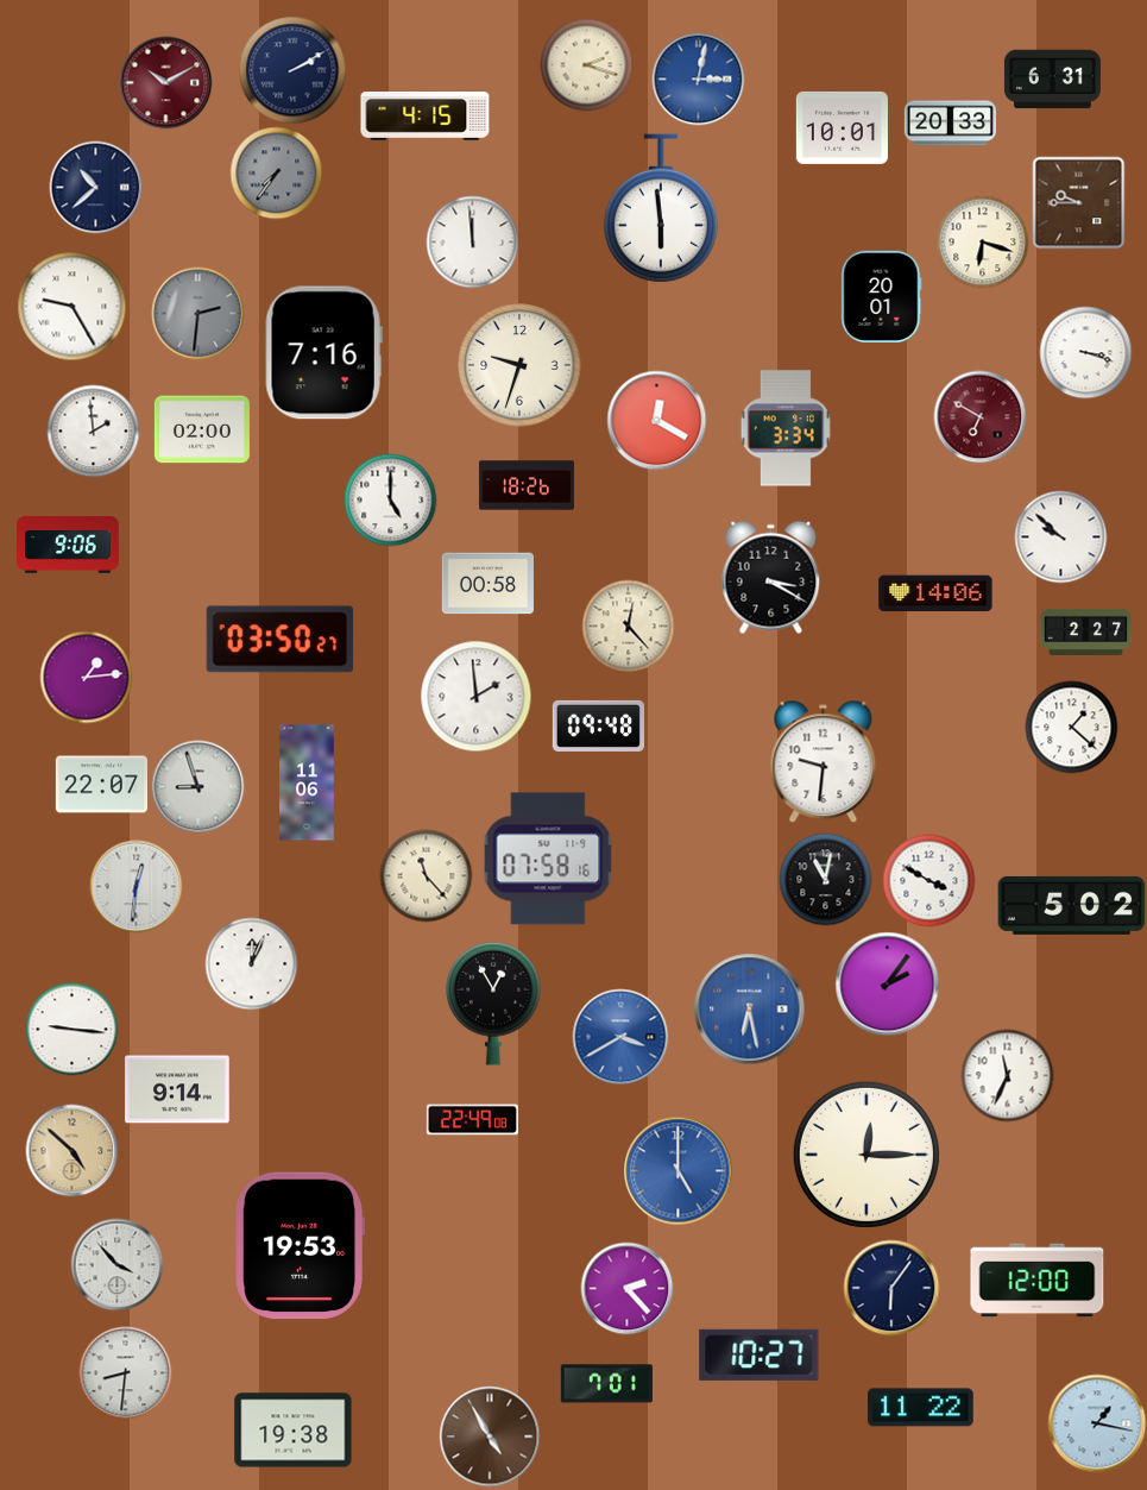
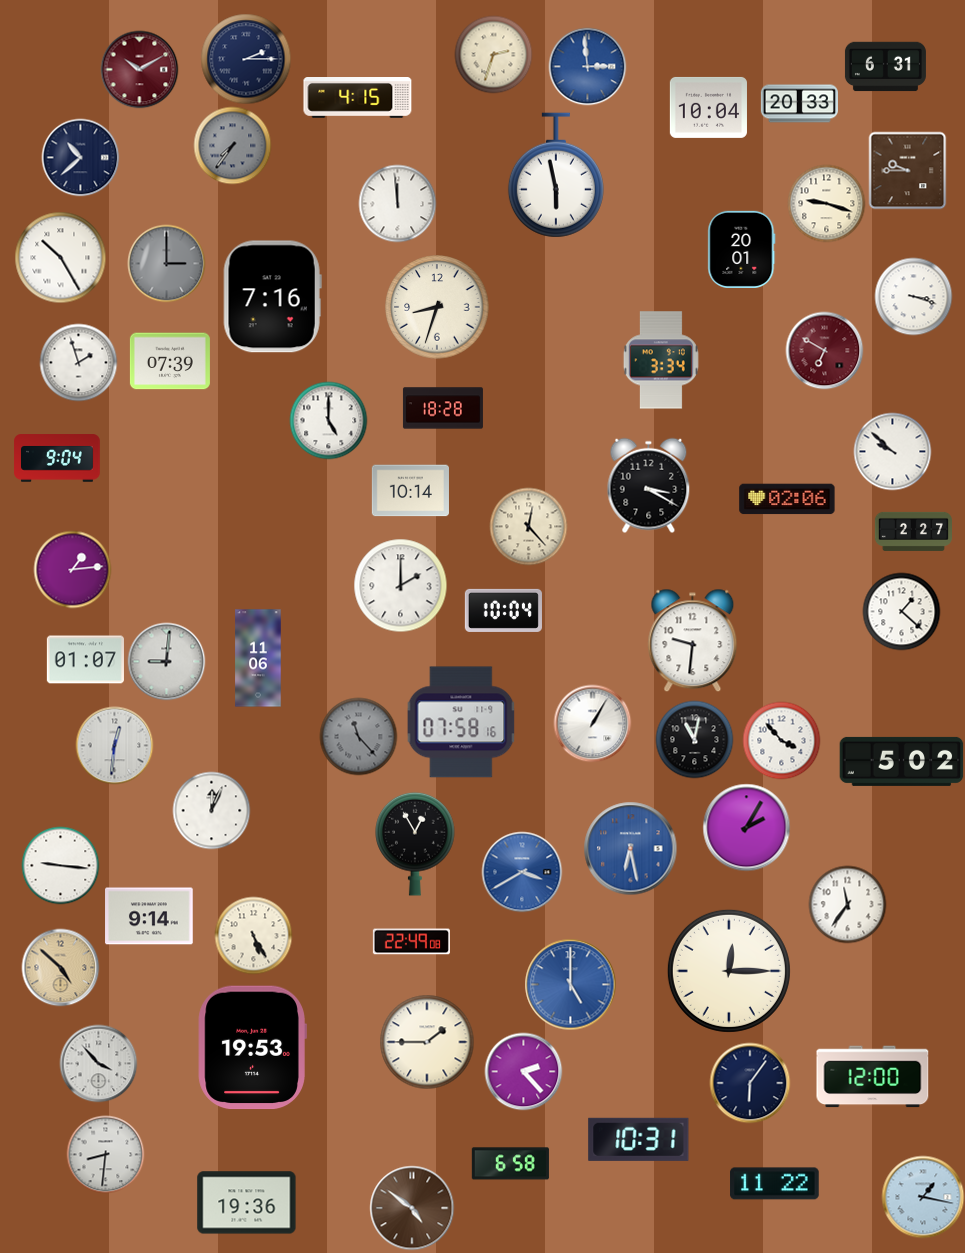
clock at (586, 64): 2:18 -> 2:33
clock at (292, 70): 2:10 -> 2:15
clock at (698, 78): 3:02 -> 2:59
clock at (842, 127): 10:01 -> 10:04
clock at (661, 208): 5:59 -> 5:58
clock at (982, 241): 6:18 -> 9:18
clock at (71, 306): 9:25 -> 10:25
clock at (197, 313): 2:31 -> 3:00
clock at (519, 365): 9:33 -> 8:33
clock at (656, 420): 12:20 -> none
clock at (202, 429): 02:00 -> 07:39
clock at (93, 430): 1:59 -> 1:57
clock at (527, 485): 18:26 -> 18:28
clock at (68, 545): 9:06 -> 9:04
clock at (487, 584): 00:58 -> 10:14
clock at (935, 593): 14:06 -> 02:06
clock at (281, 640): 03:50 -> none
clock at (475, 696): 1:59 -> 2:00
clock at (598, 725): 09:48 -> 10:04
clock at (101, 785): 22:07 -> 01:07
clock at (197, 786): 8:57 -> 9:01
clock at (592, 723): none -> 1:05
clock at (426, 875) dial: cream -> grey
clock at (928, 880): 3:50 -> 3:53
clock at (887, 983): 2:06 -> 2:05
clock at (1007, 1075): 11:34 -> 11:36
clock at (253, 935): none -> 5:25
clock at (472, 1120) position: (472, 1120) -> (411, 942)
clock at (427, 1042): none -> 1:45
clock at (626, 1288) position: (626, 1288) -> (523, 1071)
clock at (760, 1354): 10:27 -> 10:31
clock at (606, 1384): 7:01 -> 6:58
clock at (294, 1431): 19:38 -> 19:36
clock at (490, 1436): 4:55 -> 4:51
